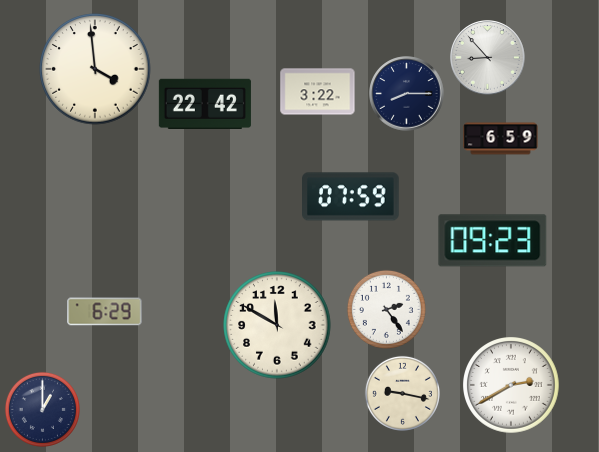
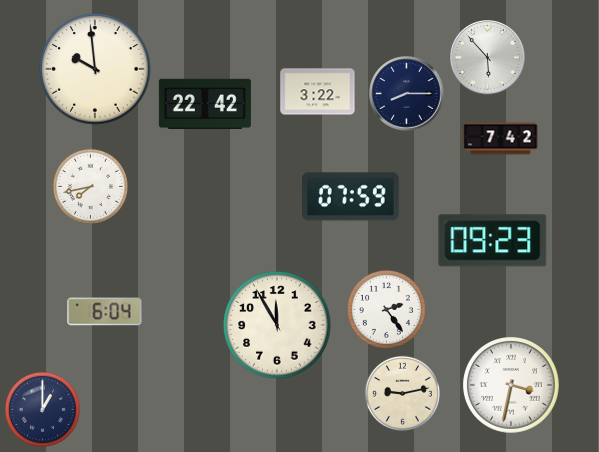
clock at (488, 58): 8:53 -> 5:53
clock at (95, 69): 3:59 -> 9:59
clock at (501, 139): 6:59 -> 7:42
clock at (90, 186): none -> 7:43
clock at (105, 312): 6:29 -> 6:04
clock at (277, 325): 11:50 -> 11:55
clock at (512, 386): 2:40 -> 3:32
clock at (402, 393): 9:17 -> 9:13
